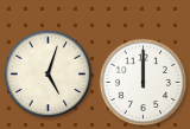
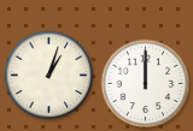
clock at (49, 75): 5:03 -> 1:03
